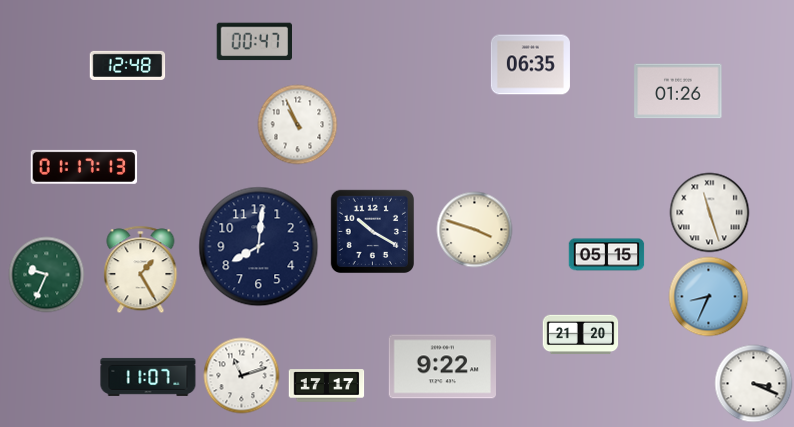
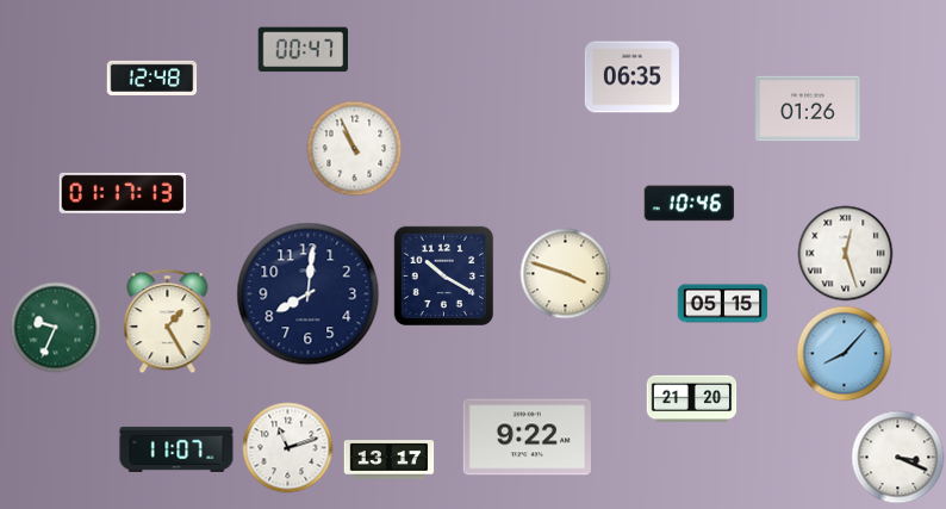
clock at (84, 167) position: (84, 167) -> (123, 193)
clock at (690, 204): none -> 10:46
clock at (710, 213): 11:27 -> 12:27
clock at (709, 297): 8:34 -> 8:07
clock at (327, 386): 17:17 -> 13:17
